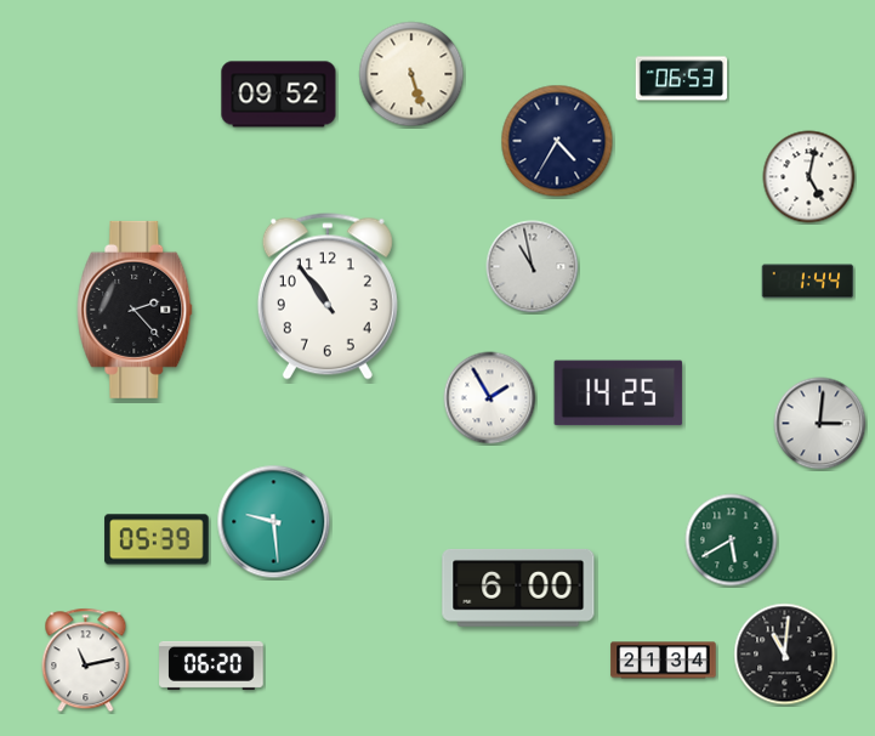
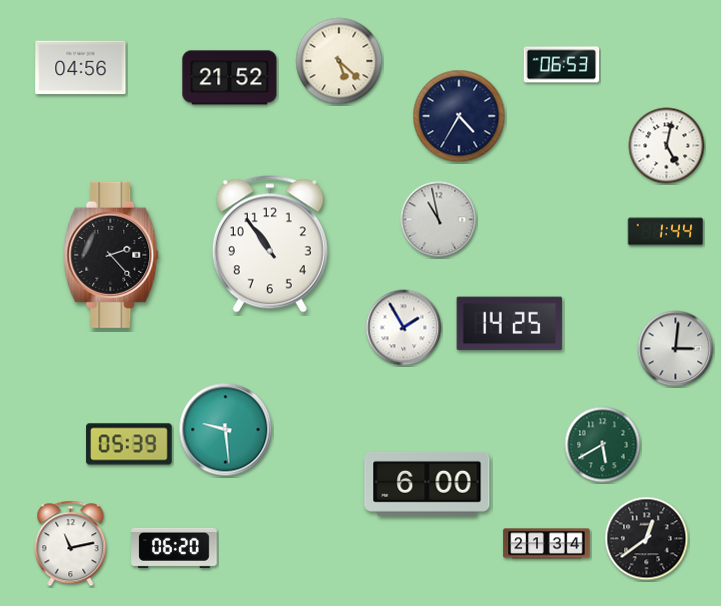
clock at (411, 74): 5:27 -> 5:22
clock at (81, 68): none -> 04:56
clock at (279, 95): 09:52 -> 21:52
clock at (785, 655): 11:01 -> 12:39
